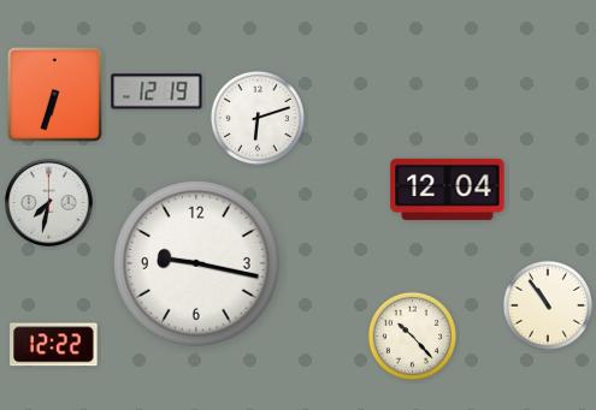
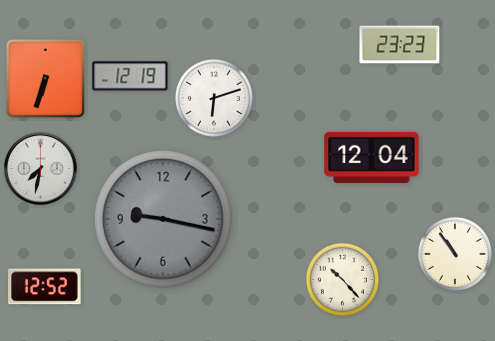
clock at (400, 45): none -> 23:23
clock at (196, 263) dial: white -> grey
clock at (54, 345): 12:22 -> 12:52
